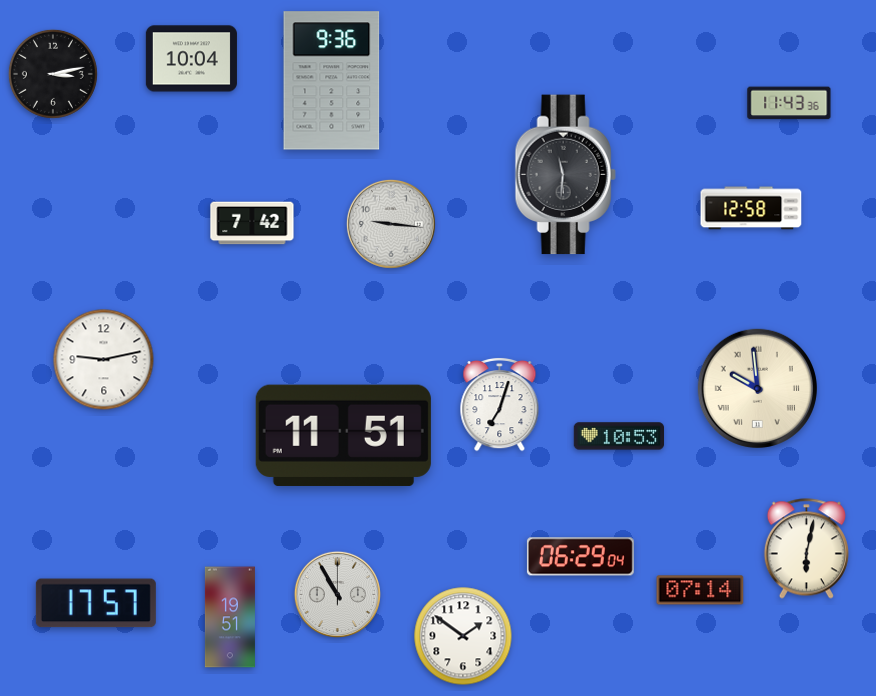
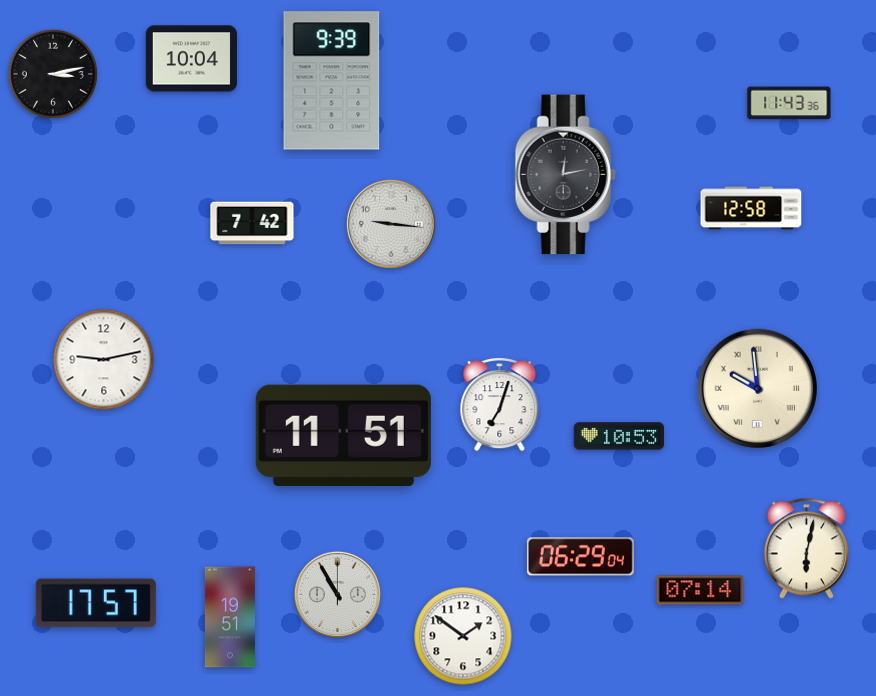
clock at (332, 81): 9:36 -> 9:39
clock at (565, 175): 11:31 -> 12:13
